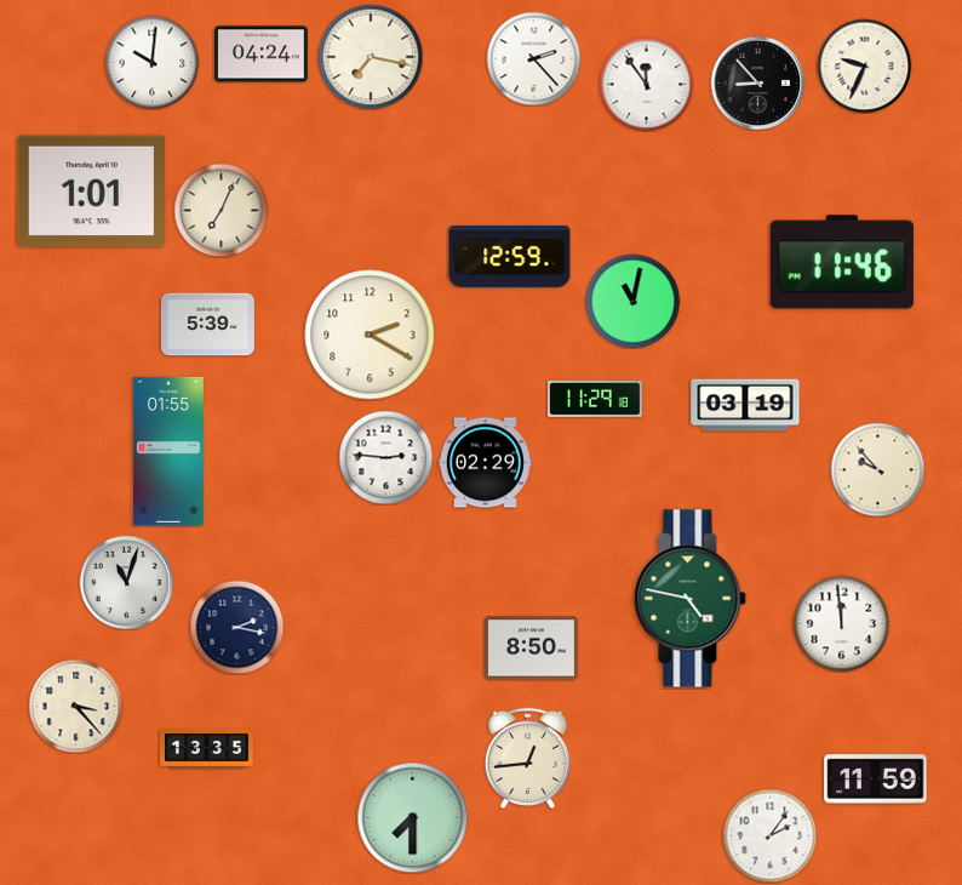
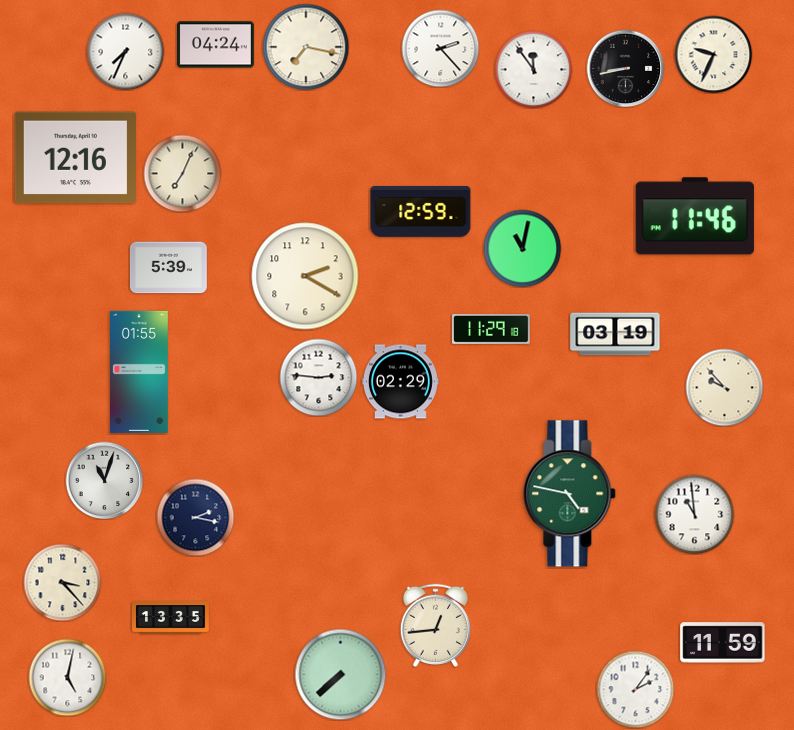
clock at (151, 62): 10:01 -> 7:34
clock at (757, 82): 8:53 -> 8:43
clock at (91, 192): 1:01 -> 12:16
clock at (207, 325) position: (207, 325) -> (168, 268)
clock at (841, 623): 11:59 -> 10:59
clock at (531, 649): 8:50 -> none
clock at (412, 817): 7:30 -> 7:38
clock at (67, 677): none -> 5:02
